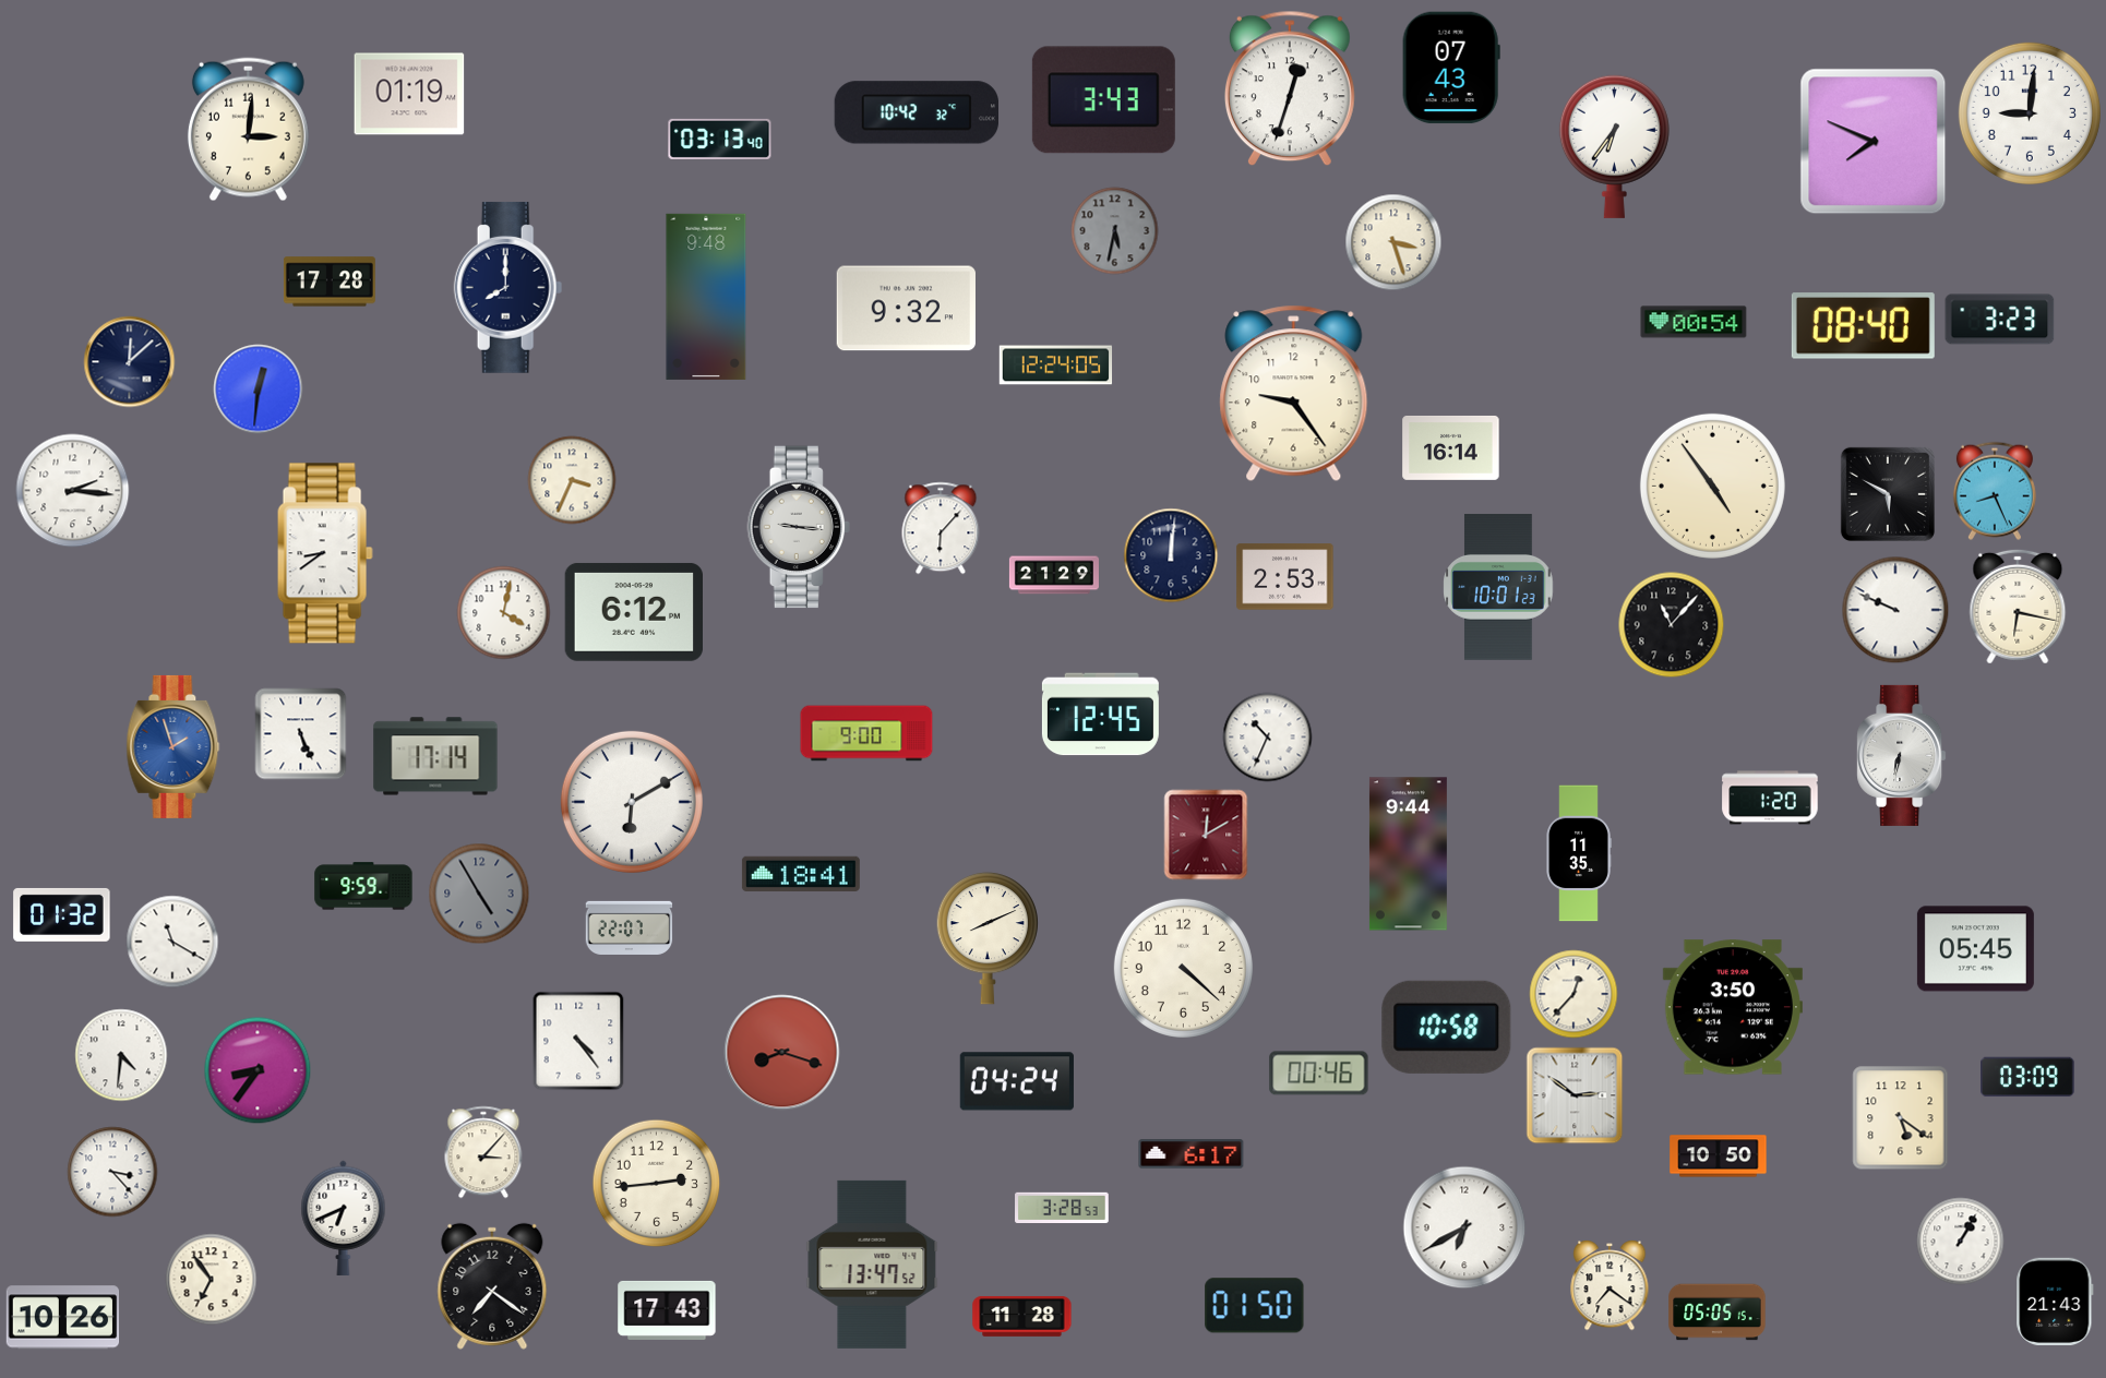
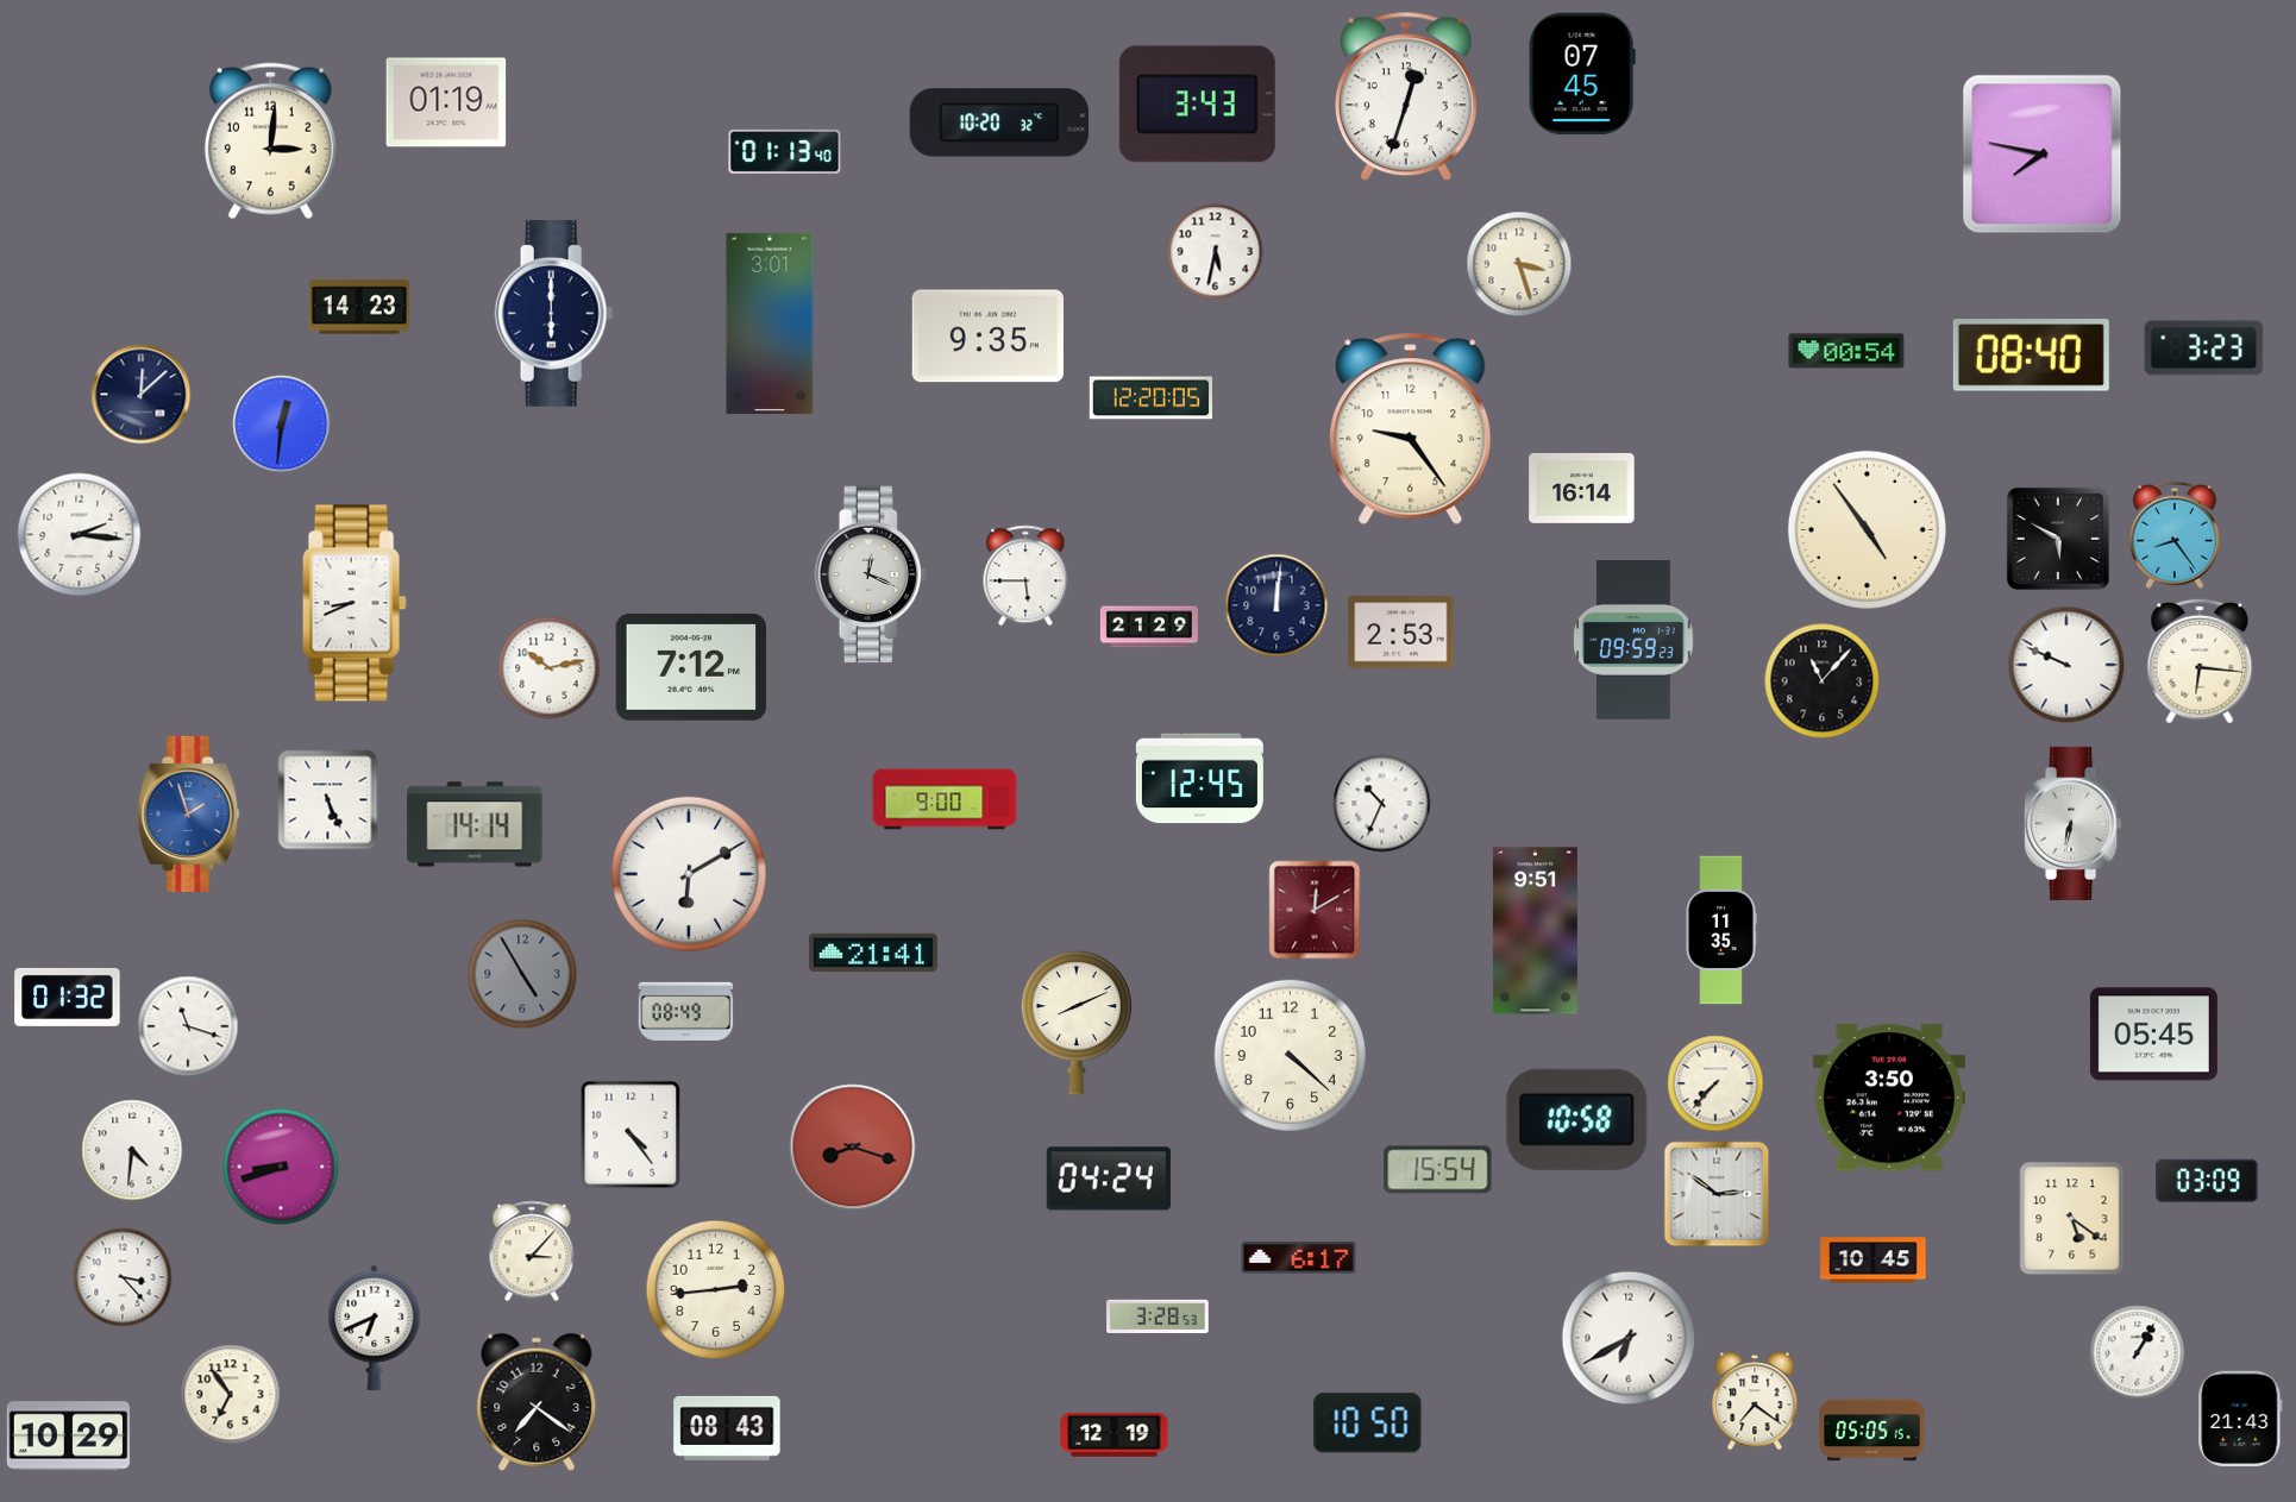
clock at (1451, 68): 07:43 -> 07:45
clock at (1103, 100) position: (1103, 100) -> (1197, 105)
clock at (916, 112): 10:42 -> 10:20
clock at (2030, 113): 9:01 -> none
clock at (720, 139): 03:13 -> 01:13
clock at (1874, 142): 7:49 -> 7:47
clock at (1614, 146): 6:36 -> none
clock at (1115, 231) dial: grey -> white
clock at (330, 281): 17:28 -> 14:23
clock at (508, 287): 8:00 -> 6:00
clock at (706, 297): 9:48 -> 3:01
clock at (906, 309): 9:32 -> 9:35
clock at (2000, 320) position: (2000, 320) -> (2204, 348)
clock at (1056, 366): 12:24 -> 12:20
clock at (572, 480): 3:34 -> none
clock at (1995, 491): 8:26 -> 8:24
clock at (799, 527): 9:16 -> 12:19
clock at (941, 528): 6:07 -> 5:45
clock at (325, 553): 8:39 -> 8:41
clock at (1285, 577) position: (1285, 577) -> (1401, 633)
clock at (1498, 587): 10:01 -> 09:59
clock at (2018, 607): 6:17 -> 6:16
clock at (633, 612): 6:12 -> 7:12
clock at (504, 613): 4:02 -> 10:13
clock at (435, 756): 17:14 -> 14:14
clock at (1770, 798): 1:20 -> none
clock at (1408, 854): 9:44 -> 9:51
clock at (801, 874): 18:41 -> 21:41
clock at (363, 886): 9:59 -> none
clock at (630, 927): 22:07 -> 08:49
clock at (172, 942): 11:20 -> 11:18
clock at (1573, 994): 12:37 -> 7:37
clock at (258, 1070): 8:36 -> 8:42
clock at (1319, 1074): 00:46 -> 15:54
clock at (2029, 1077) position: (2029, 1077) -> (2208, 1181)
clock at (483, 1152) position: (483, 1152) -> (532, 1251)
clock at (1719, 1157): 10:50 -> 10:45
clock at (1464, 1227) position: (1464, 1227) -> (1629, 1338)
clock at (872, 1265): 13:47 -> none
clock at (1255, 1306): 01:50 -> 10:50
clock at (667, 1310): 17:43 -> 08:43
clock at (1022, 1316): 11:28 -> 12:19
clock at (63, 1318): 10:26 -> 10:29
